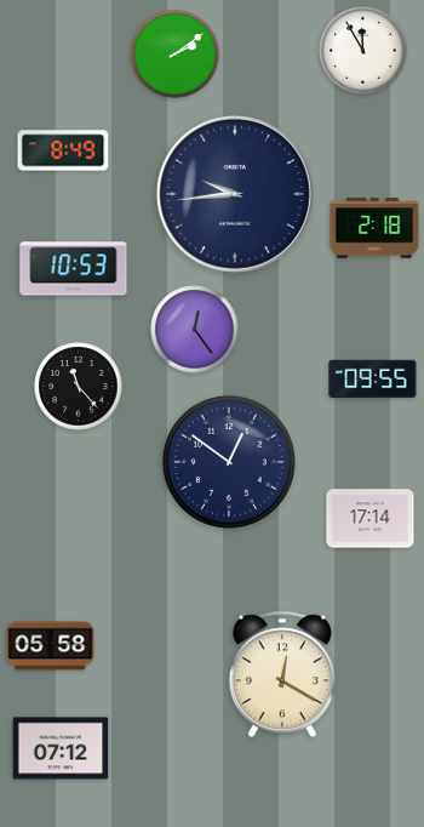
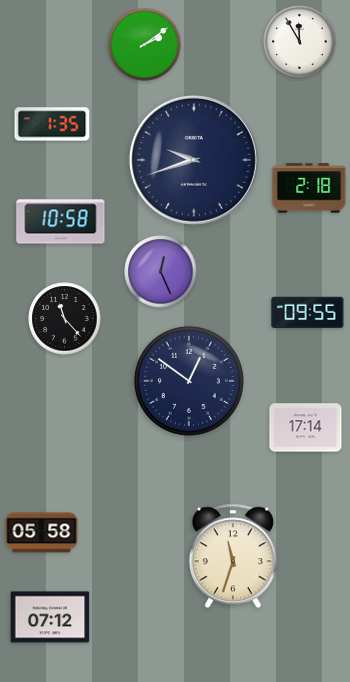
clock at (63, 150): 8:49 -> 1:35
clock at (235, 194): 9:44 -> 9:42
clock at (74, 269): 10:53 -> 10:58
clock at (195, 330): 12:24 -> 12:26
clock at (282, 674): 12:20 -> 11:33
